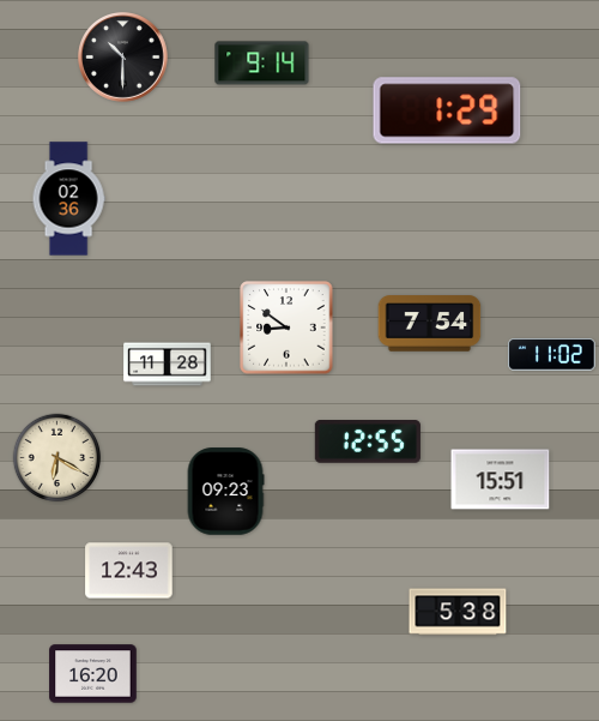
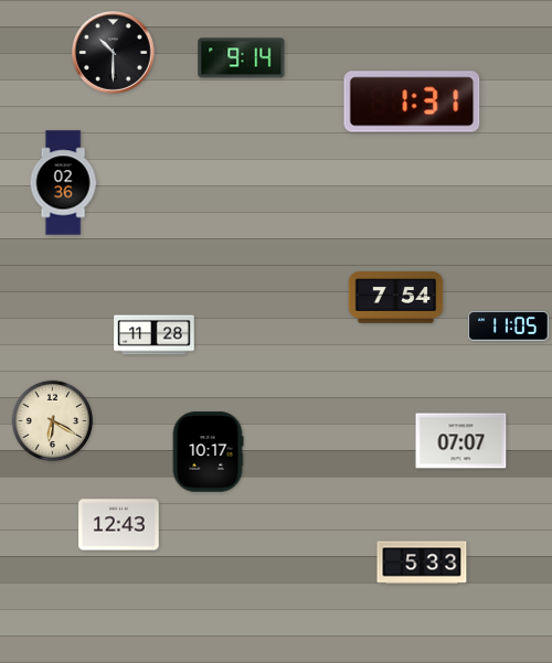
clock at (447, 110): 1:29 -> 1:31
clock at (286, 328): 8:51 -> none
clock at (552, 355): 11:02 -> 11:05
clock at (368, 441): 12:55 -> none
clock at (501, 480): 15:51 -> 07:07
clock at (225, 492): 09:23 -> 10:17
clock at (458, 612): 5:38 -> 5:33
clock at (93, 674): 16:20 -> none
